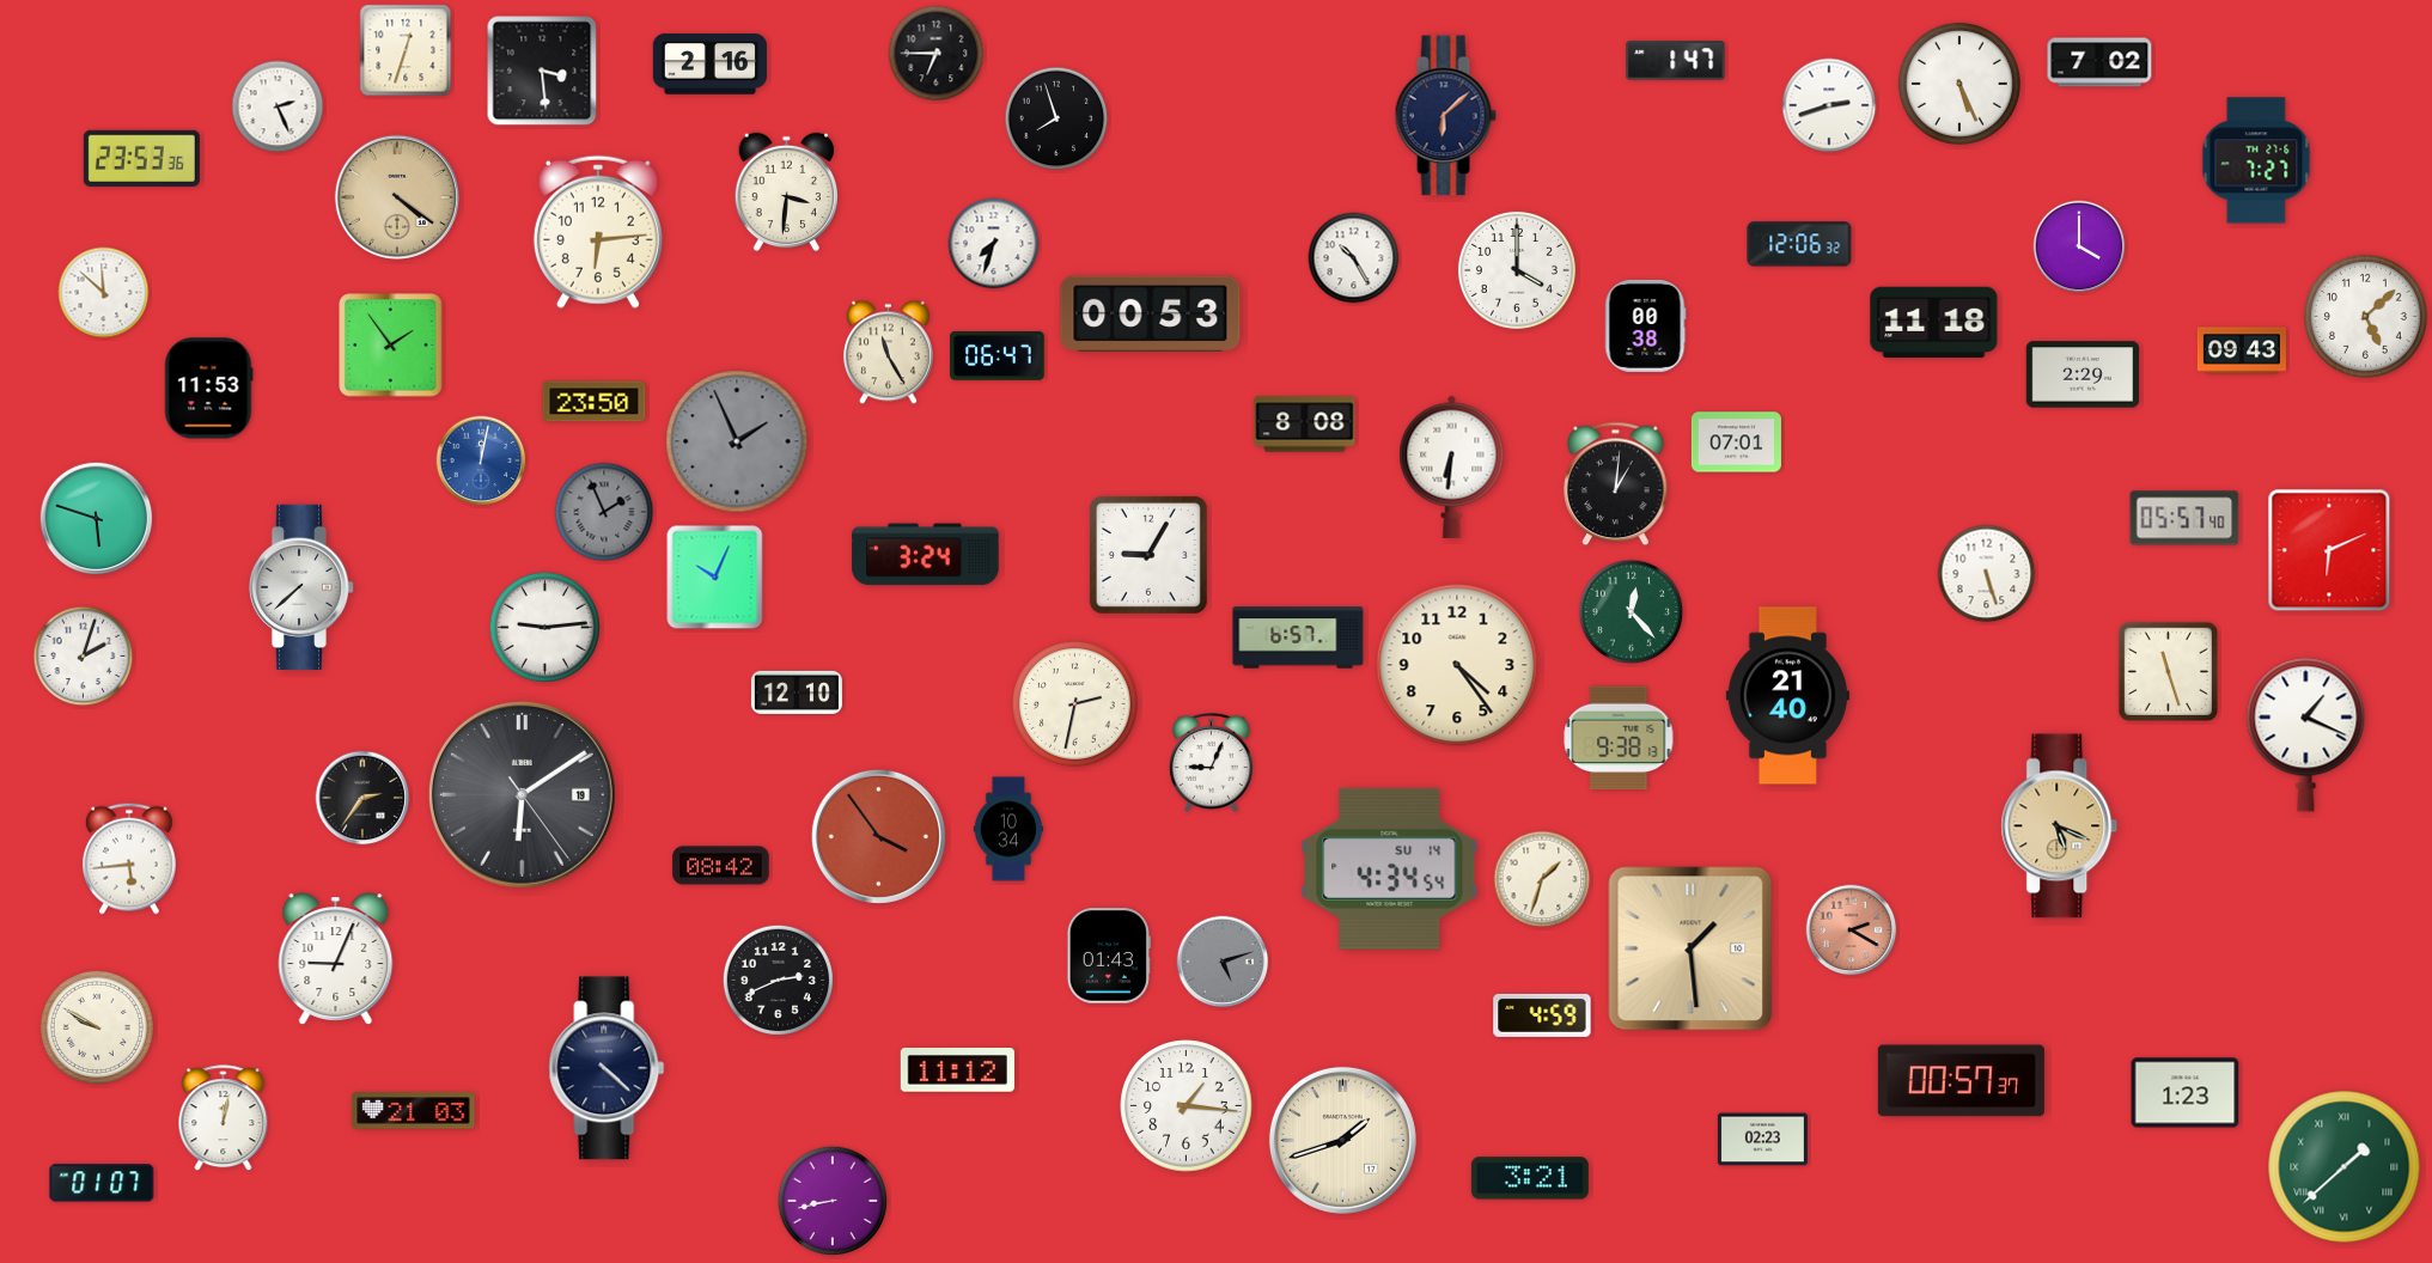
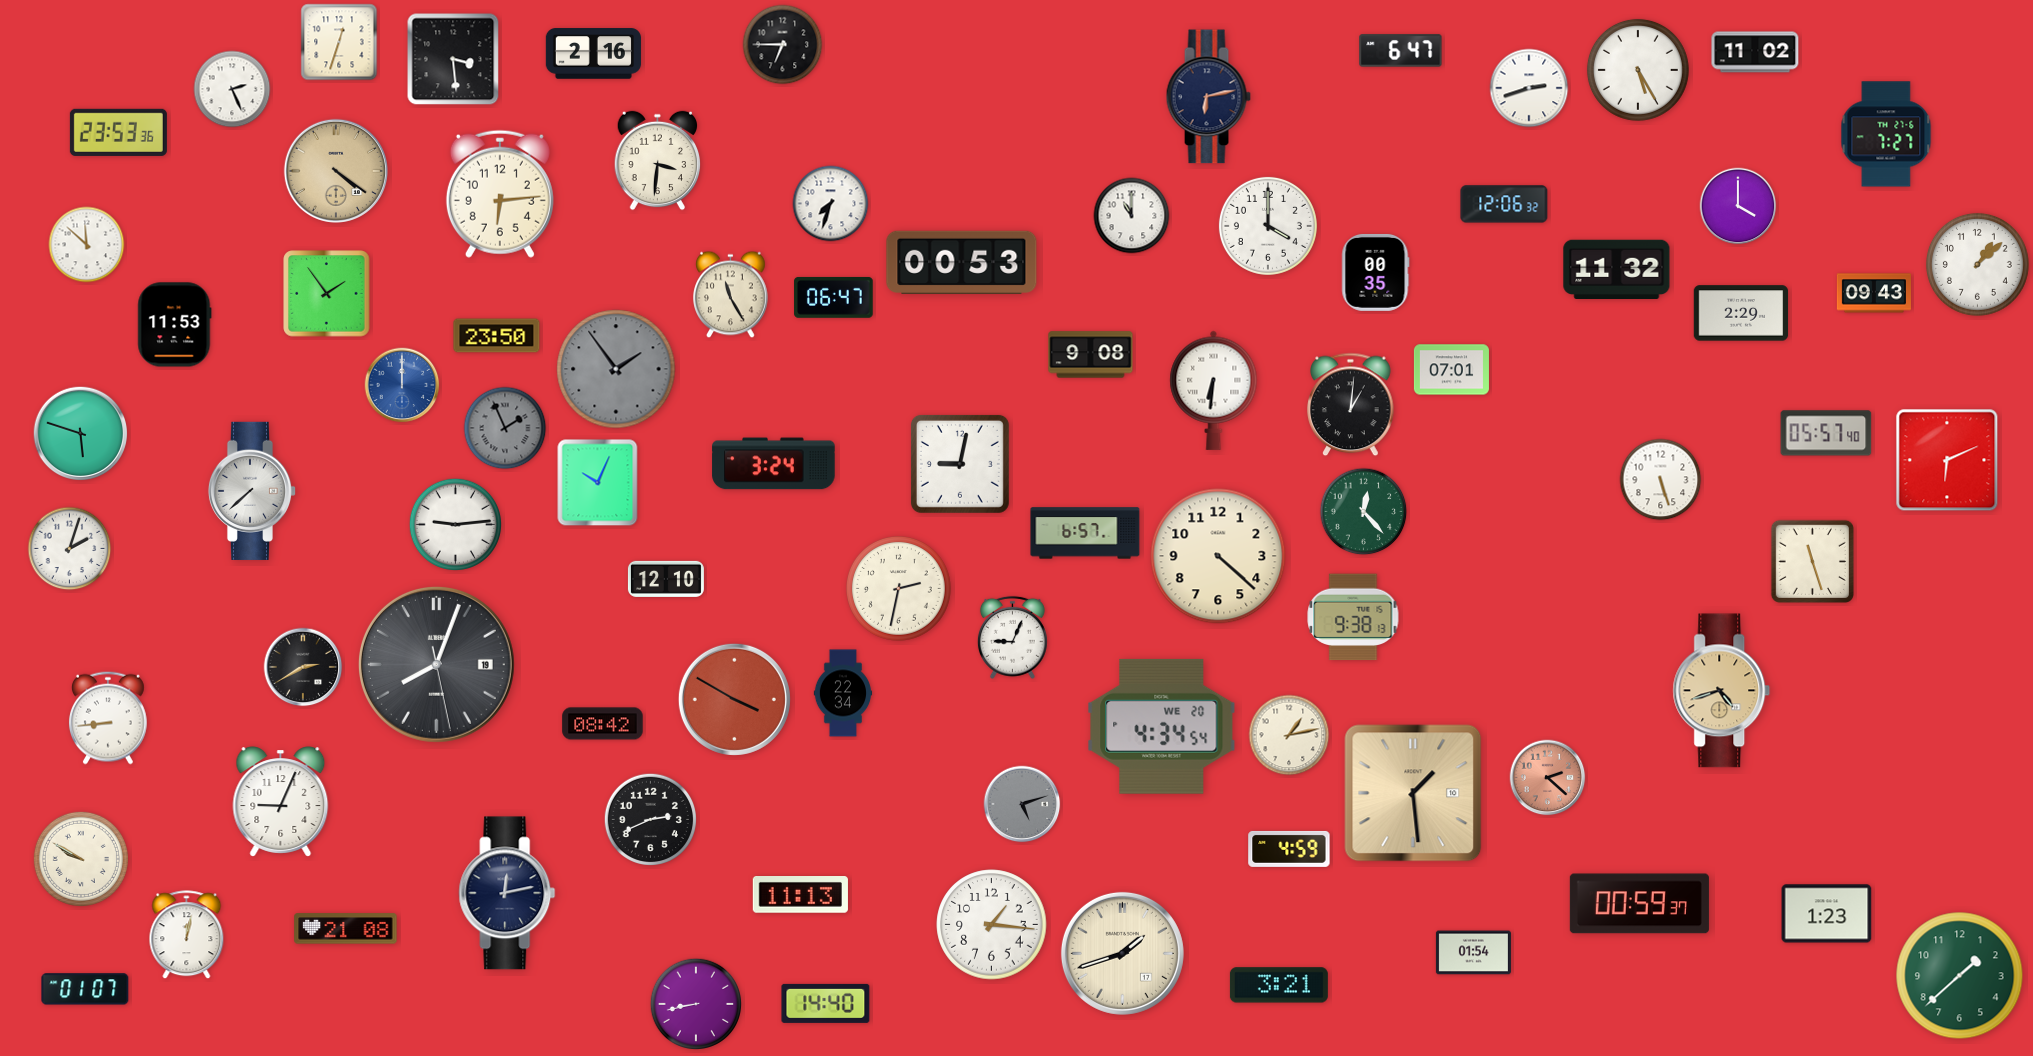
clock at (1676, 61): 1:47 -> 6:47
clock at (2099, 62): 7:02 -> 11:02
clock at (1959, 84): 5:26 -> 5:25
clock at (1445, 116): 6:08 -> 6:13
clock at (1056, 118): 7:57 -> none
clock at (397, 197) position: (397, 197) -> (336, 171)
clock at (1354, 258): 10:25 -> 11:00
clock at (2365, 316): 5:08 -> 1:08
clock at (1934, 323): 11:18 -> 11:32
clock at (1646, 325): 00:38 -> 00:35
clock at (391, 346) position: (391, 346) -> (327, 294)
clock at (889, 353) position: (889, 353) -> (731, 295)
clock at (1305, 425): 8:08 -> 9:08
clock at (737, 441): 1:56 -> 1:54
clock at (481, 460): 12:02 -> 12:00
clock at (1148, 555): 9:05 -> 9:02
clock at (1457, 665): 4:24 -> 4:22
clock at (1787, 696): 21:40 -> none
clock at (2306, 734): 1:19 -> none
clock at (522, 794): 6:09 -> 8:03
clock at (362, 798): 2:36 -> 2:40
clock at (2060, 826): 5:19 -> 4:42
clock at (1008, 829): 10:34 -> 22:34
clock at (878, 836): 3:54 -> 3:50
clock at (129, 859): 5:44 -> 8:44
clock at (1390, 868) date: SU 14 -> WE 20
clock at (1542, 879): 1:33 -> 1:13
clock at (1852, 931): 2:20 -> 2:22
clock at (1109, 956): 01:43 -> none
clock at (607, 1068): 4:22 -> 12:13
clock at (957, 1070): 11:12 -> 11:13
clock at (1961, 1081): 00:57 -> 00:59
clock at (414, 1111): 21:03 -> 21:08
clock at (1762, 1140): 02:23 -> 01:54
clock at (2345, 1167) numerals: Roman -> Arabic
clock at (826, 1003): none -> 14:40
